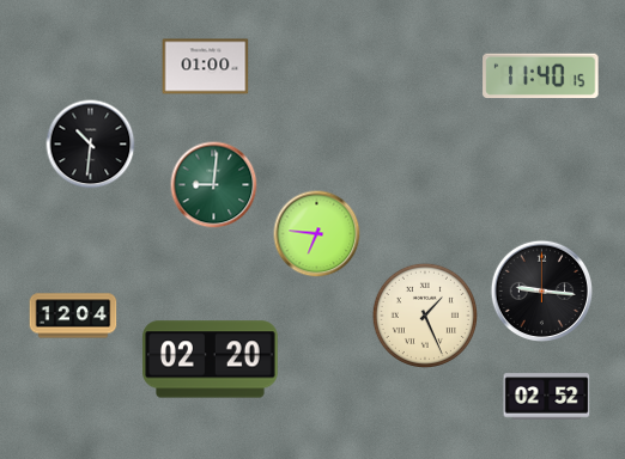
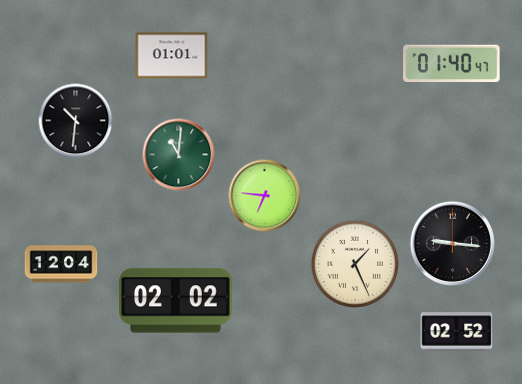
clock at (206, 67): 01:00 -> 01:01
clock at (541, 76): 11:40 -> 01:40
clock at (214, 185): 9:01 -> 11:01
clock at (211, 360): 02:20 -> 02:02
